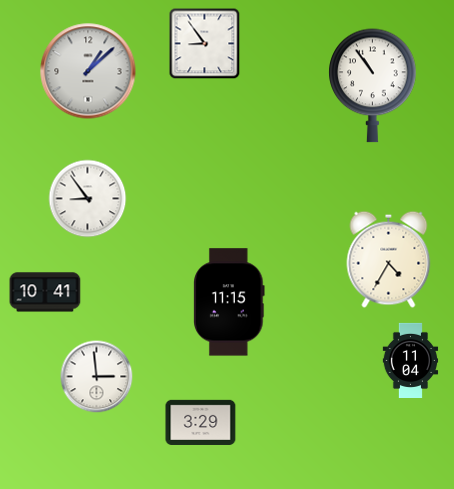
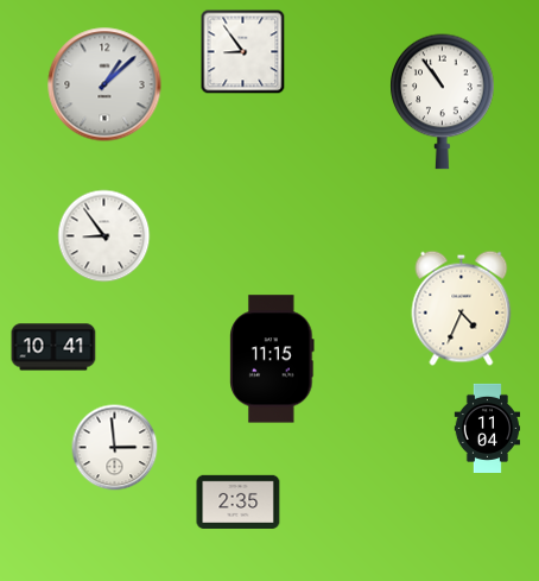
clock at (389, 259): 4:35 -> 4:34
clock at (201, 422): 3:29 -> 2:35
